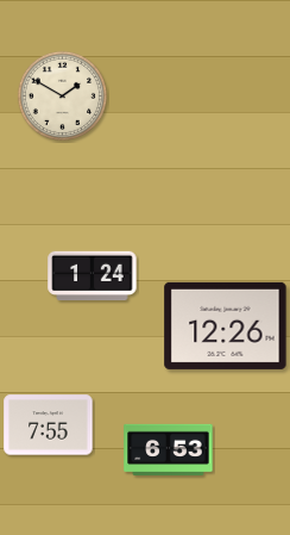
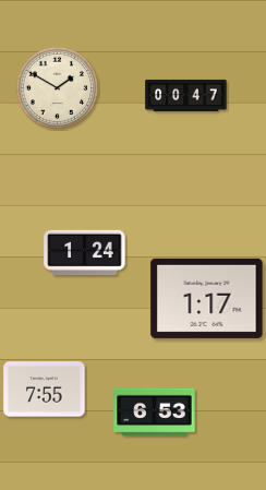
clock at (186, 95): none -> 00:47
clock at (226, 325): 12:26 -> 1:17
